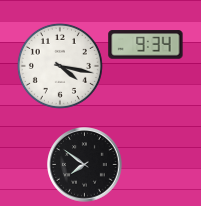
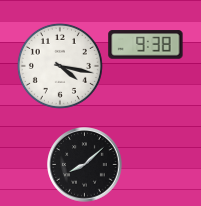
clock at (146, 45): 9:34 -> 9:38
clock at (85, 165): 7:51 -> 8:08
